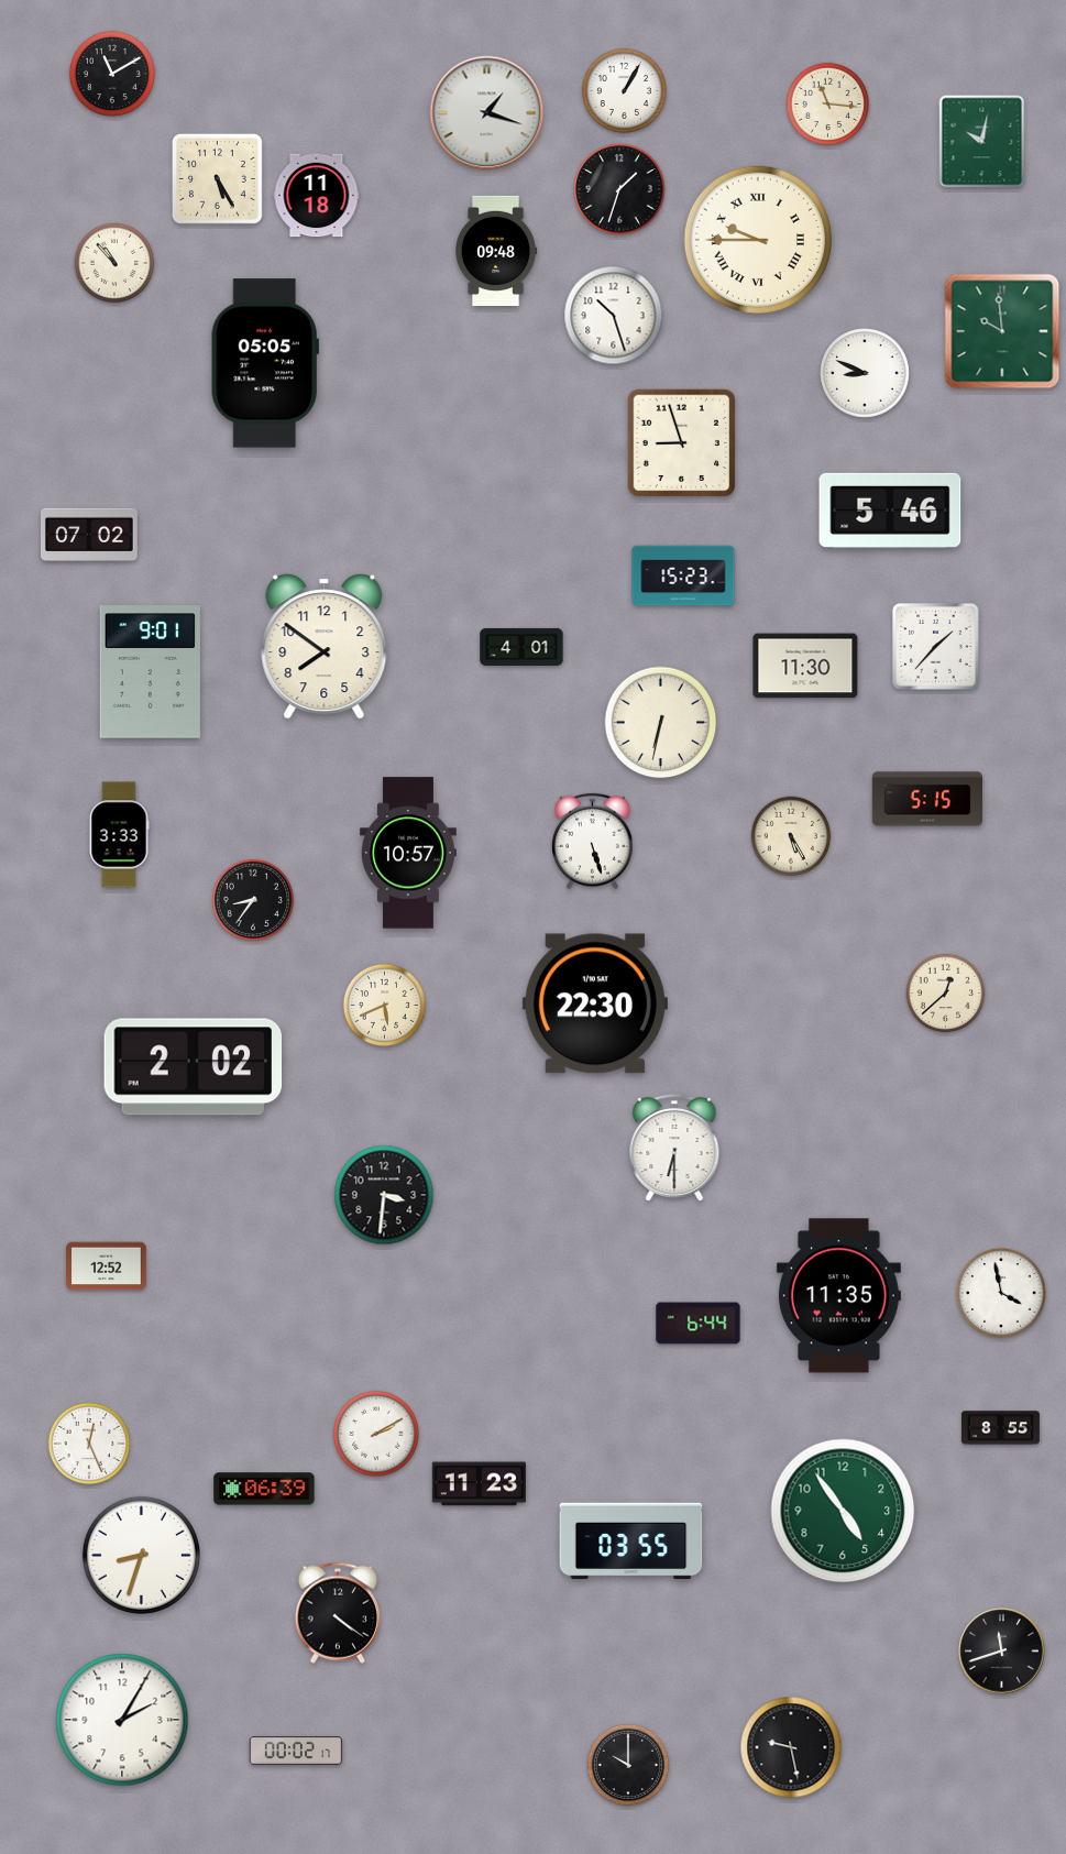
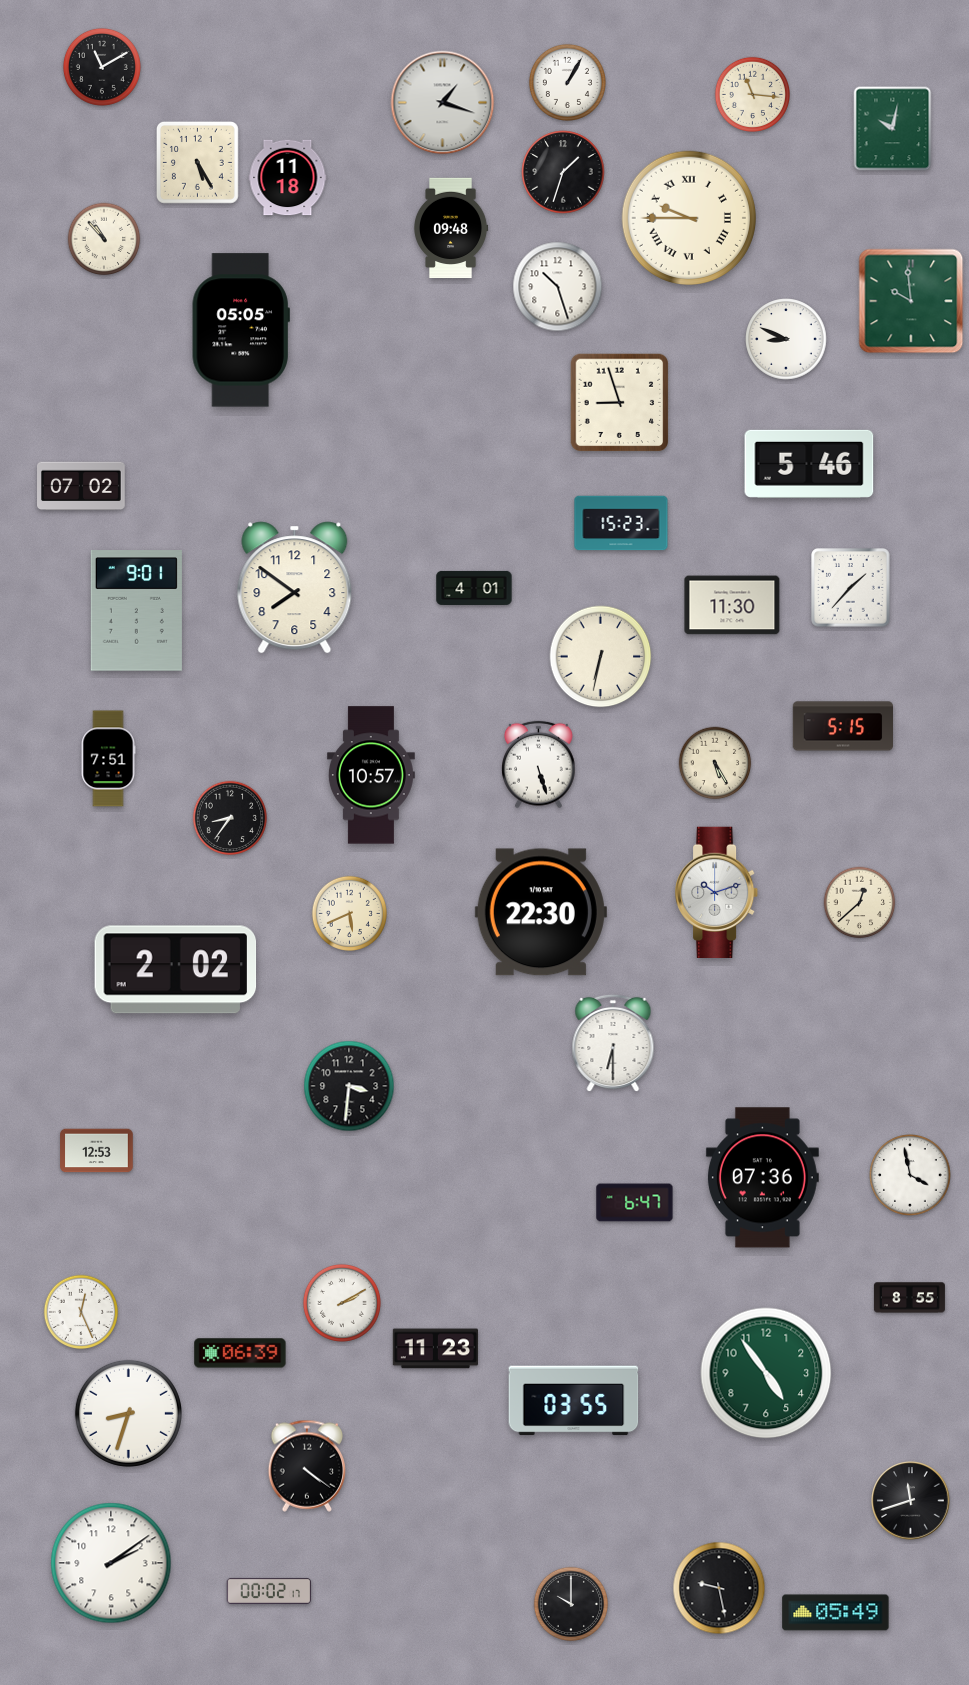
clock at (119, 835): 3:33 -> 7:51
clock at (791, 836) position: (791, 836) -> (715, 763)
clock at (718, 892): none -> 10:12
clock at (107, 1266): 12:52 -> 12:53
clock at (838, 1296): 11:35 -> 07:36
clock at (699, 1324): 6:44 -> 6:47
clock at (122, 1720): 2:05 -> 2:09
clock at (836, 1613): none -> 05:49
